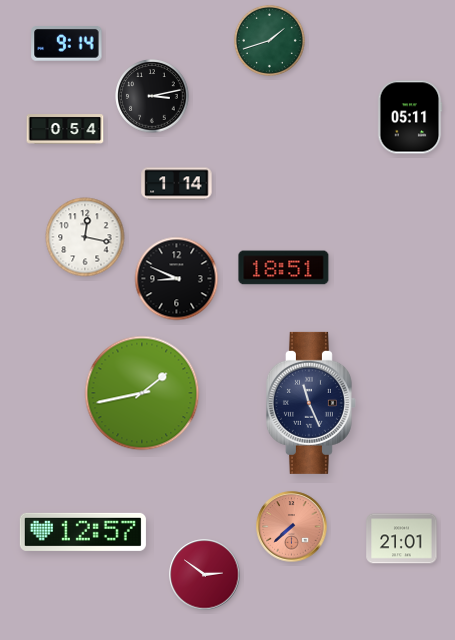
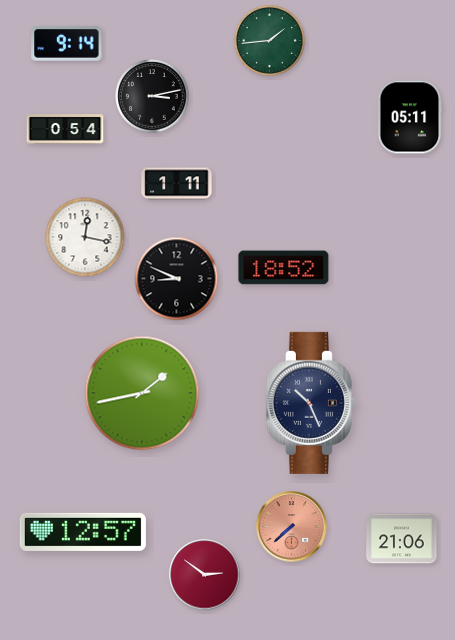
clock at (269, 40): 1:42 -> 1:44
clock at (177, 184): 1:14 -> 1:11
clock at (284, 268): 18:51 -> 18:52
clock at (311, 403): 11:26 -> 10:26
clock at (402, 539): 21:01 -> 21:06
